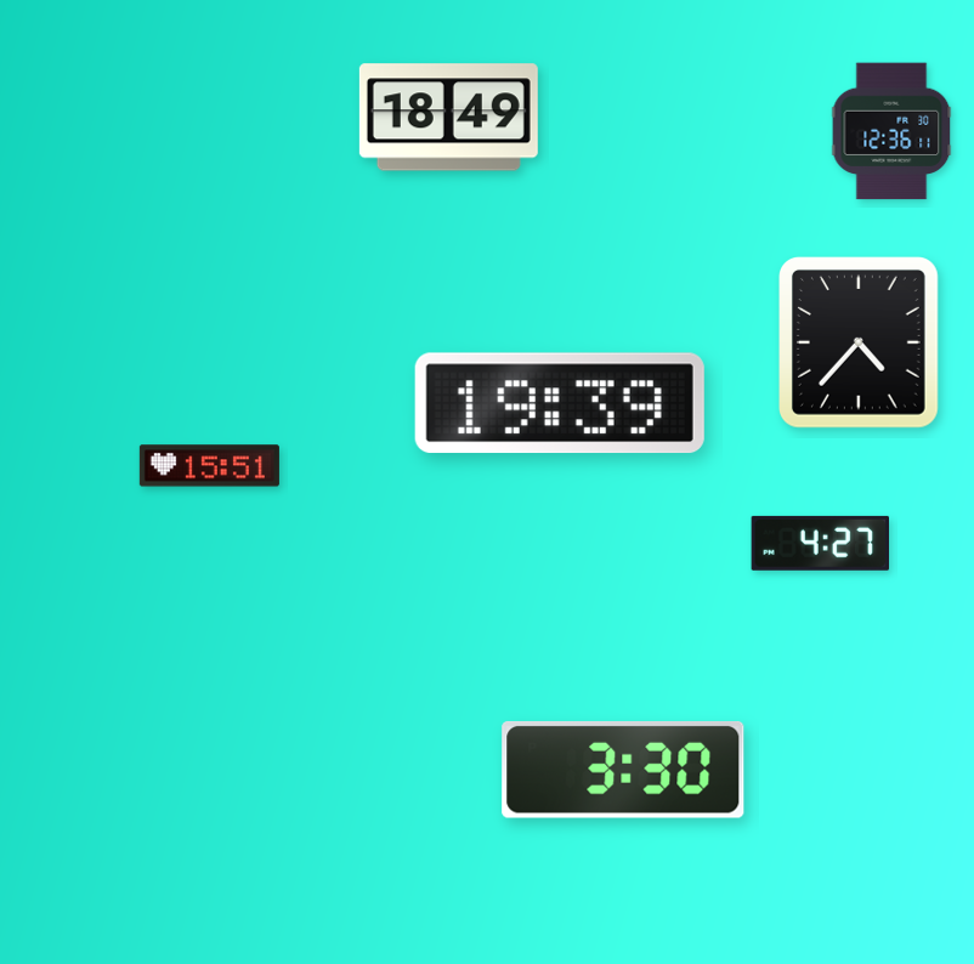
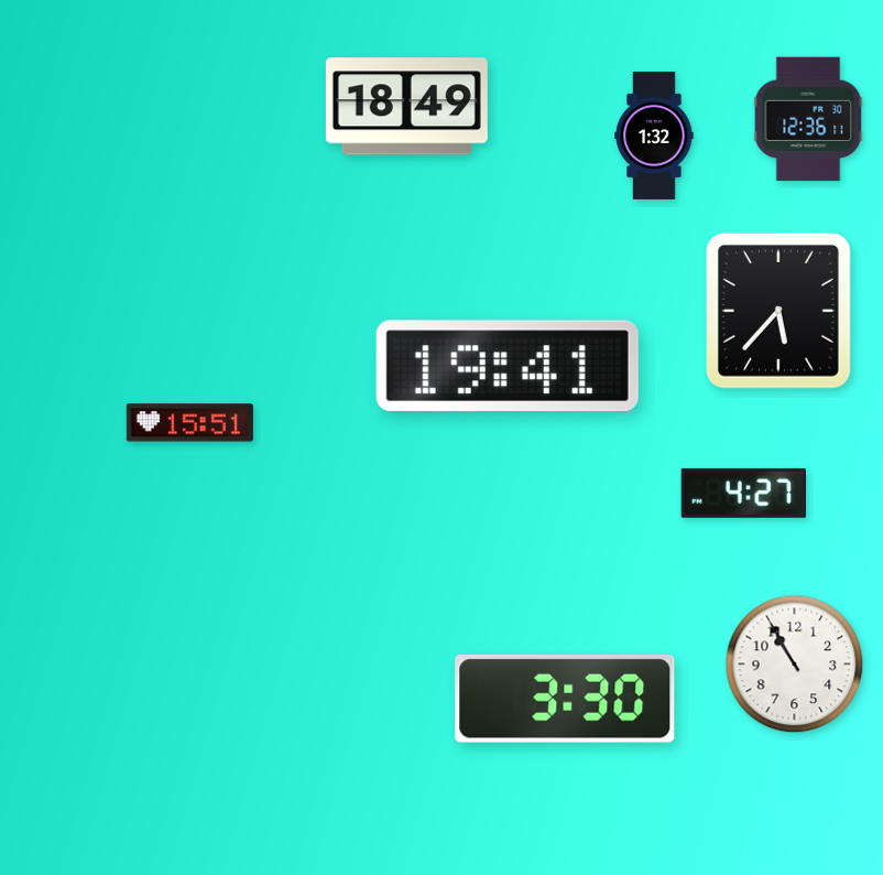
clock at (654, 136): none -> 1:32
clock at (860, 344): 4:37 -> 5:37
clock at (560, 403): 19:39 -> 19:41
clock at (795, 665): none -> 10:55
